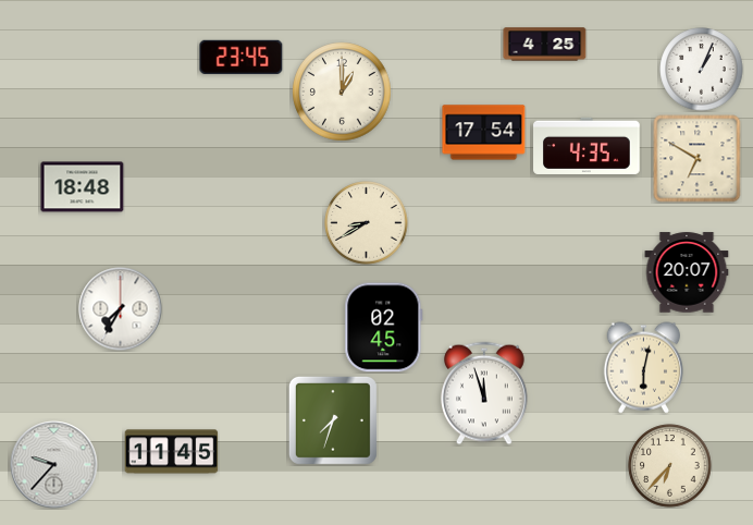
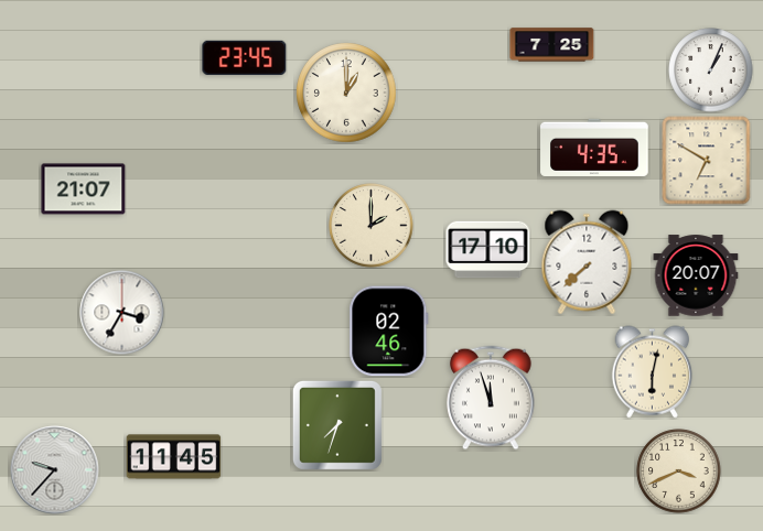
clock at (545, 45): 4:25 -> 7:25
clock at (484, 133): 17:54 -> none
clock at (83, 187): 18:48 -> 21:07
clock at (367, 223): 8:40 -> 2:00
clock at (488, 250): none -> 17:10
clock at (587, 262): none -> 7:38
clock at (121, 309): 7:35 -> 3:35
clock at (384, 328): 02:45 -> 02:46
clock at (670, 466): 6:37 -> 3:41
